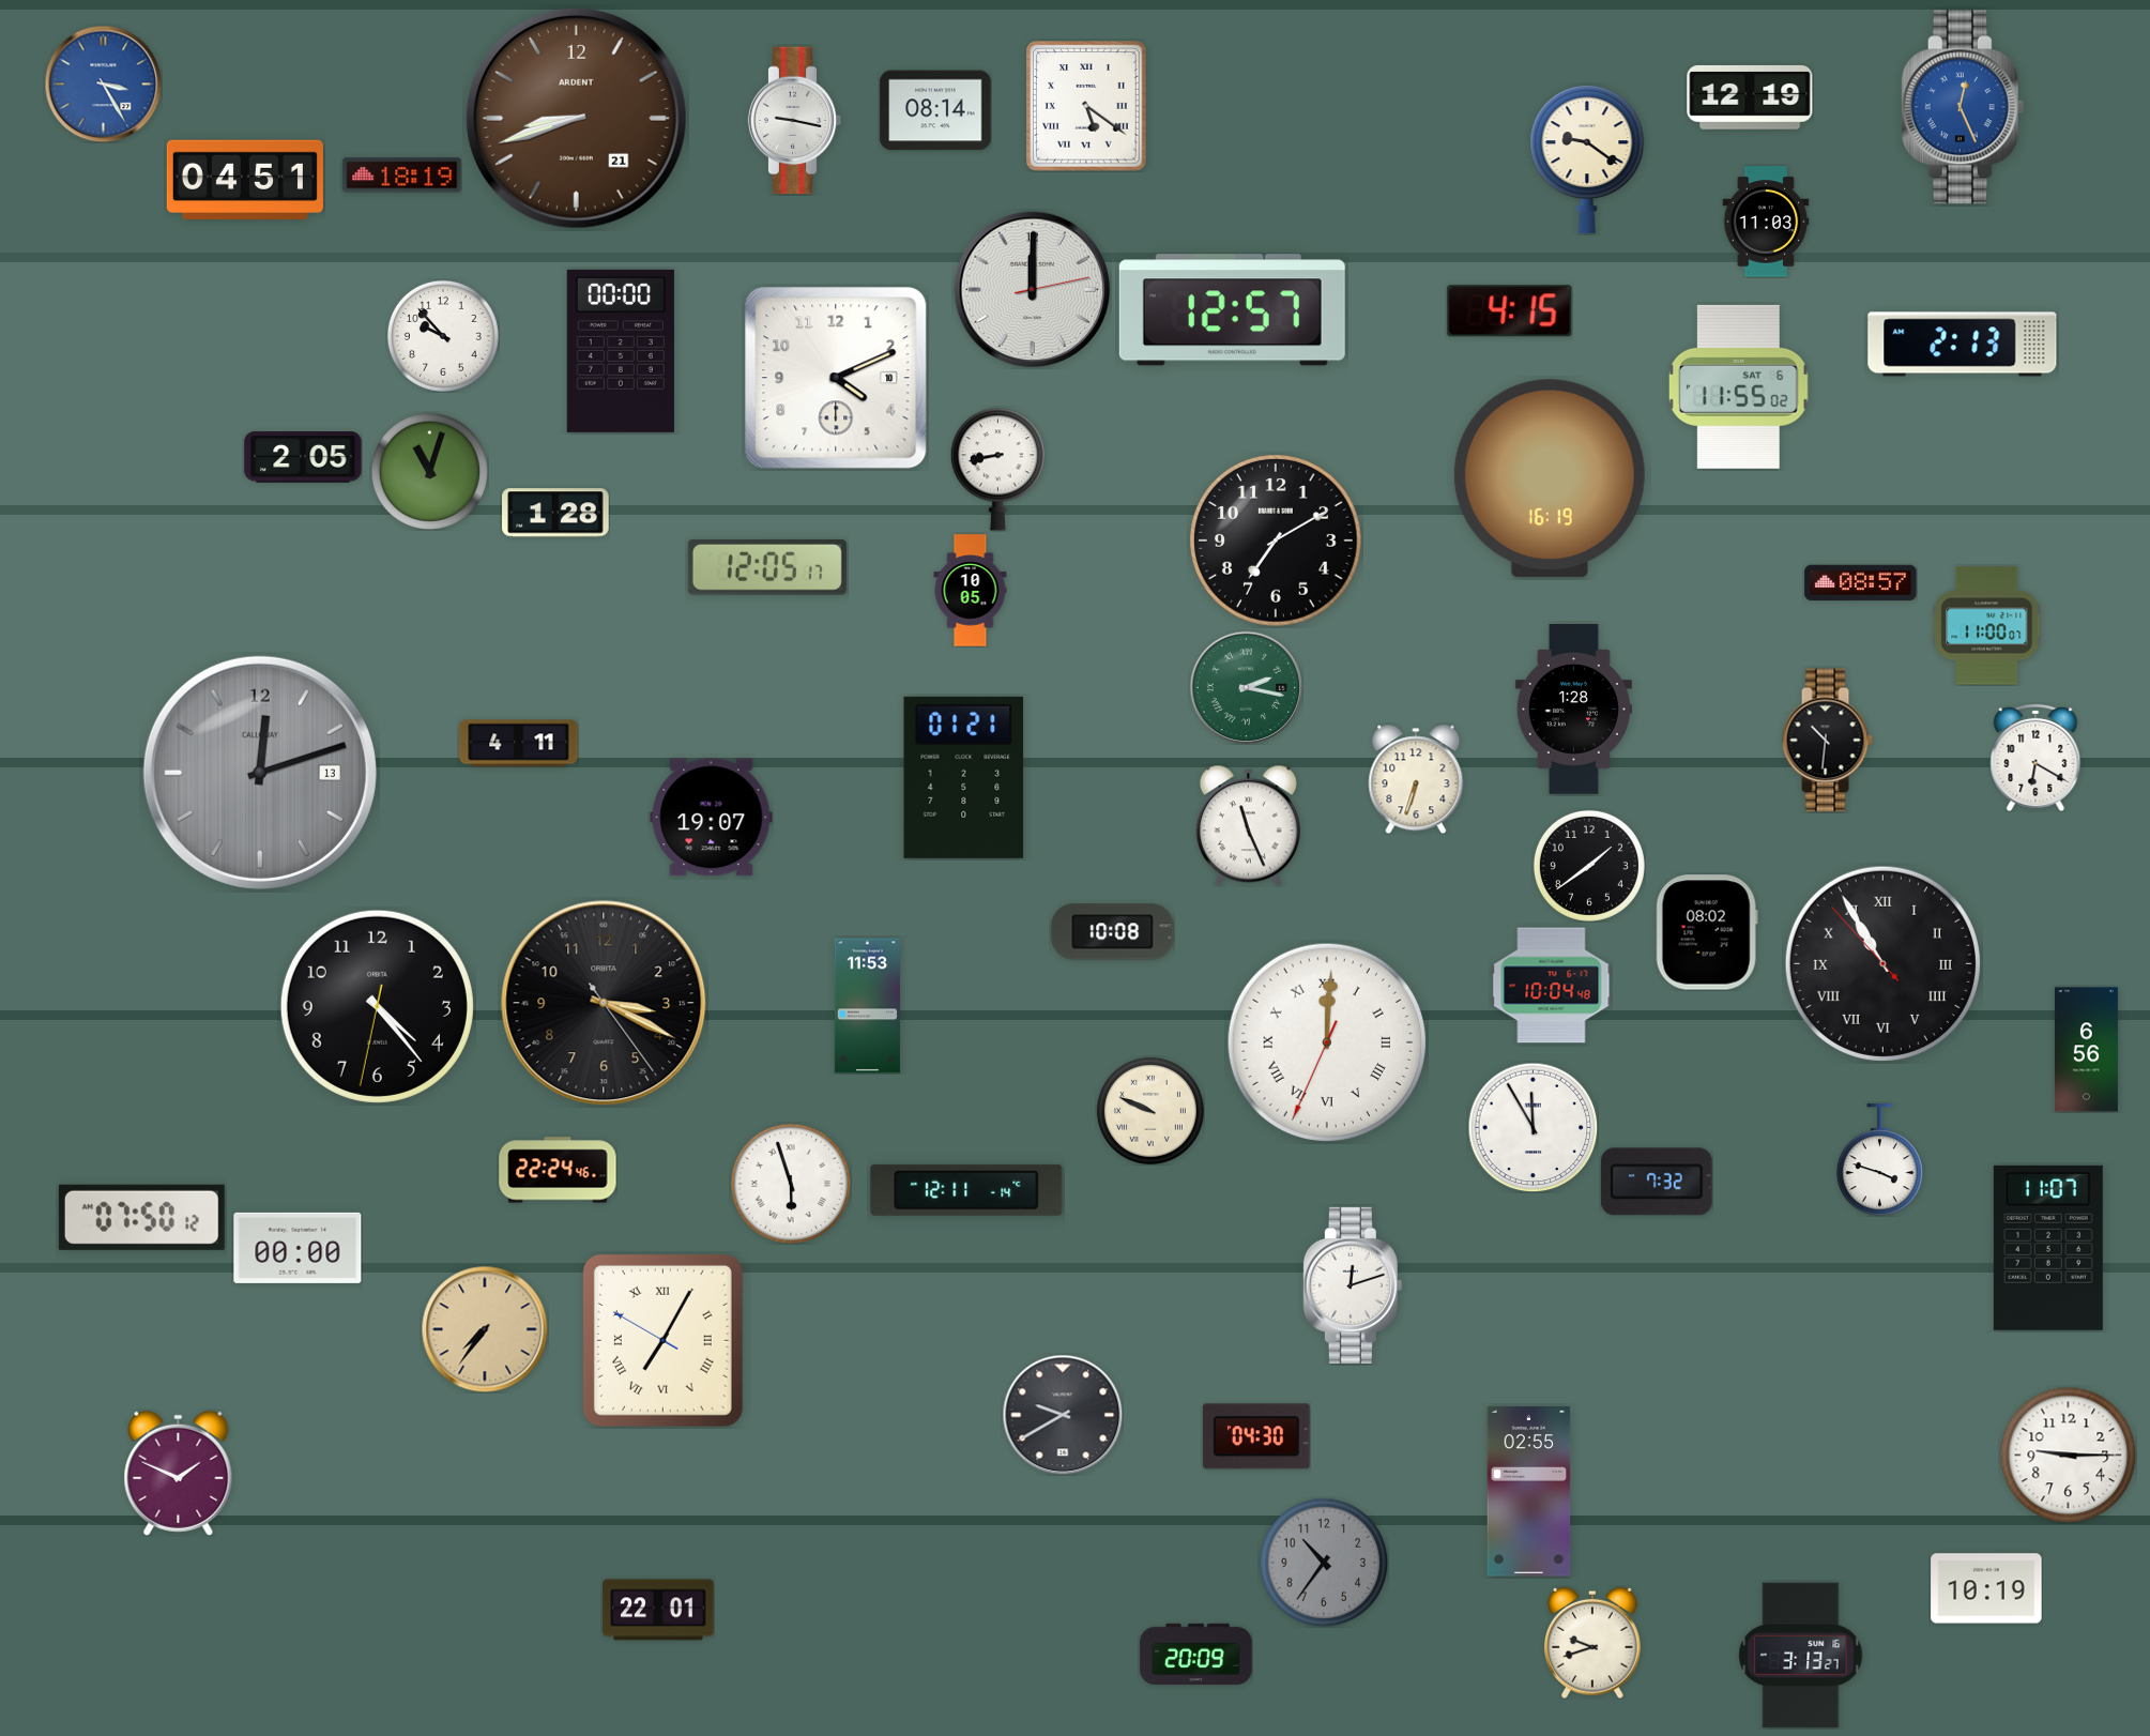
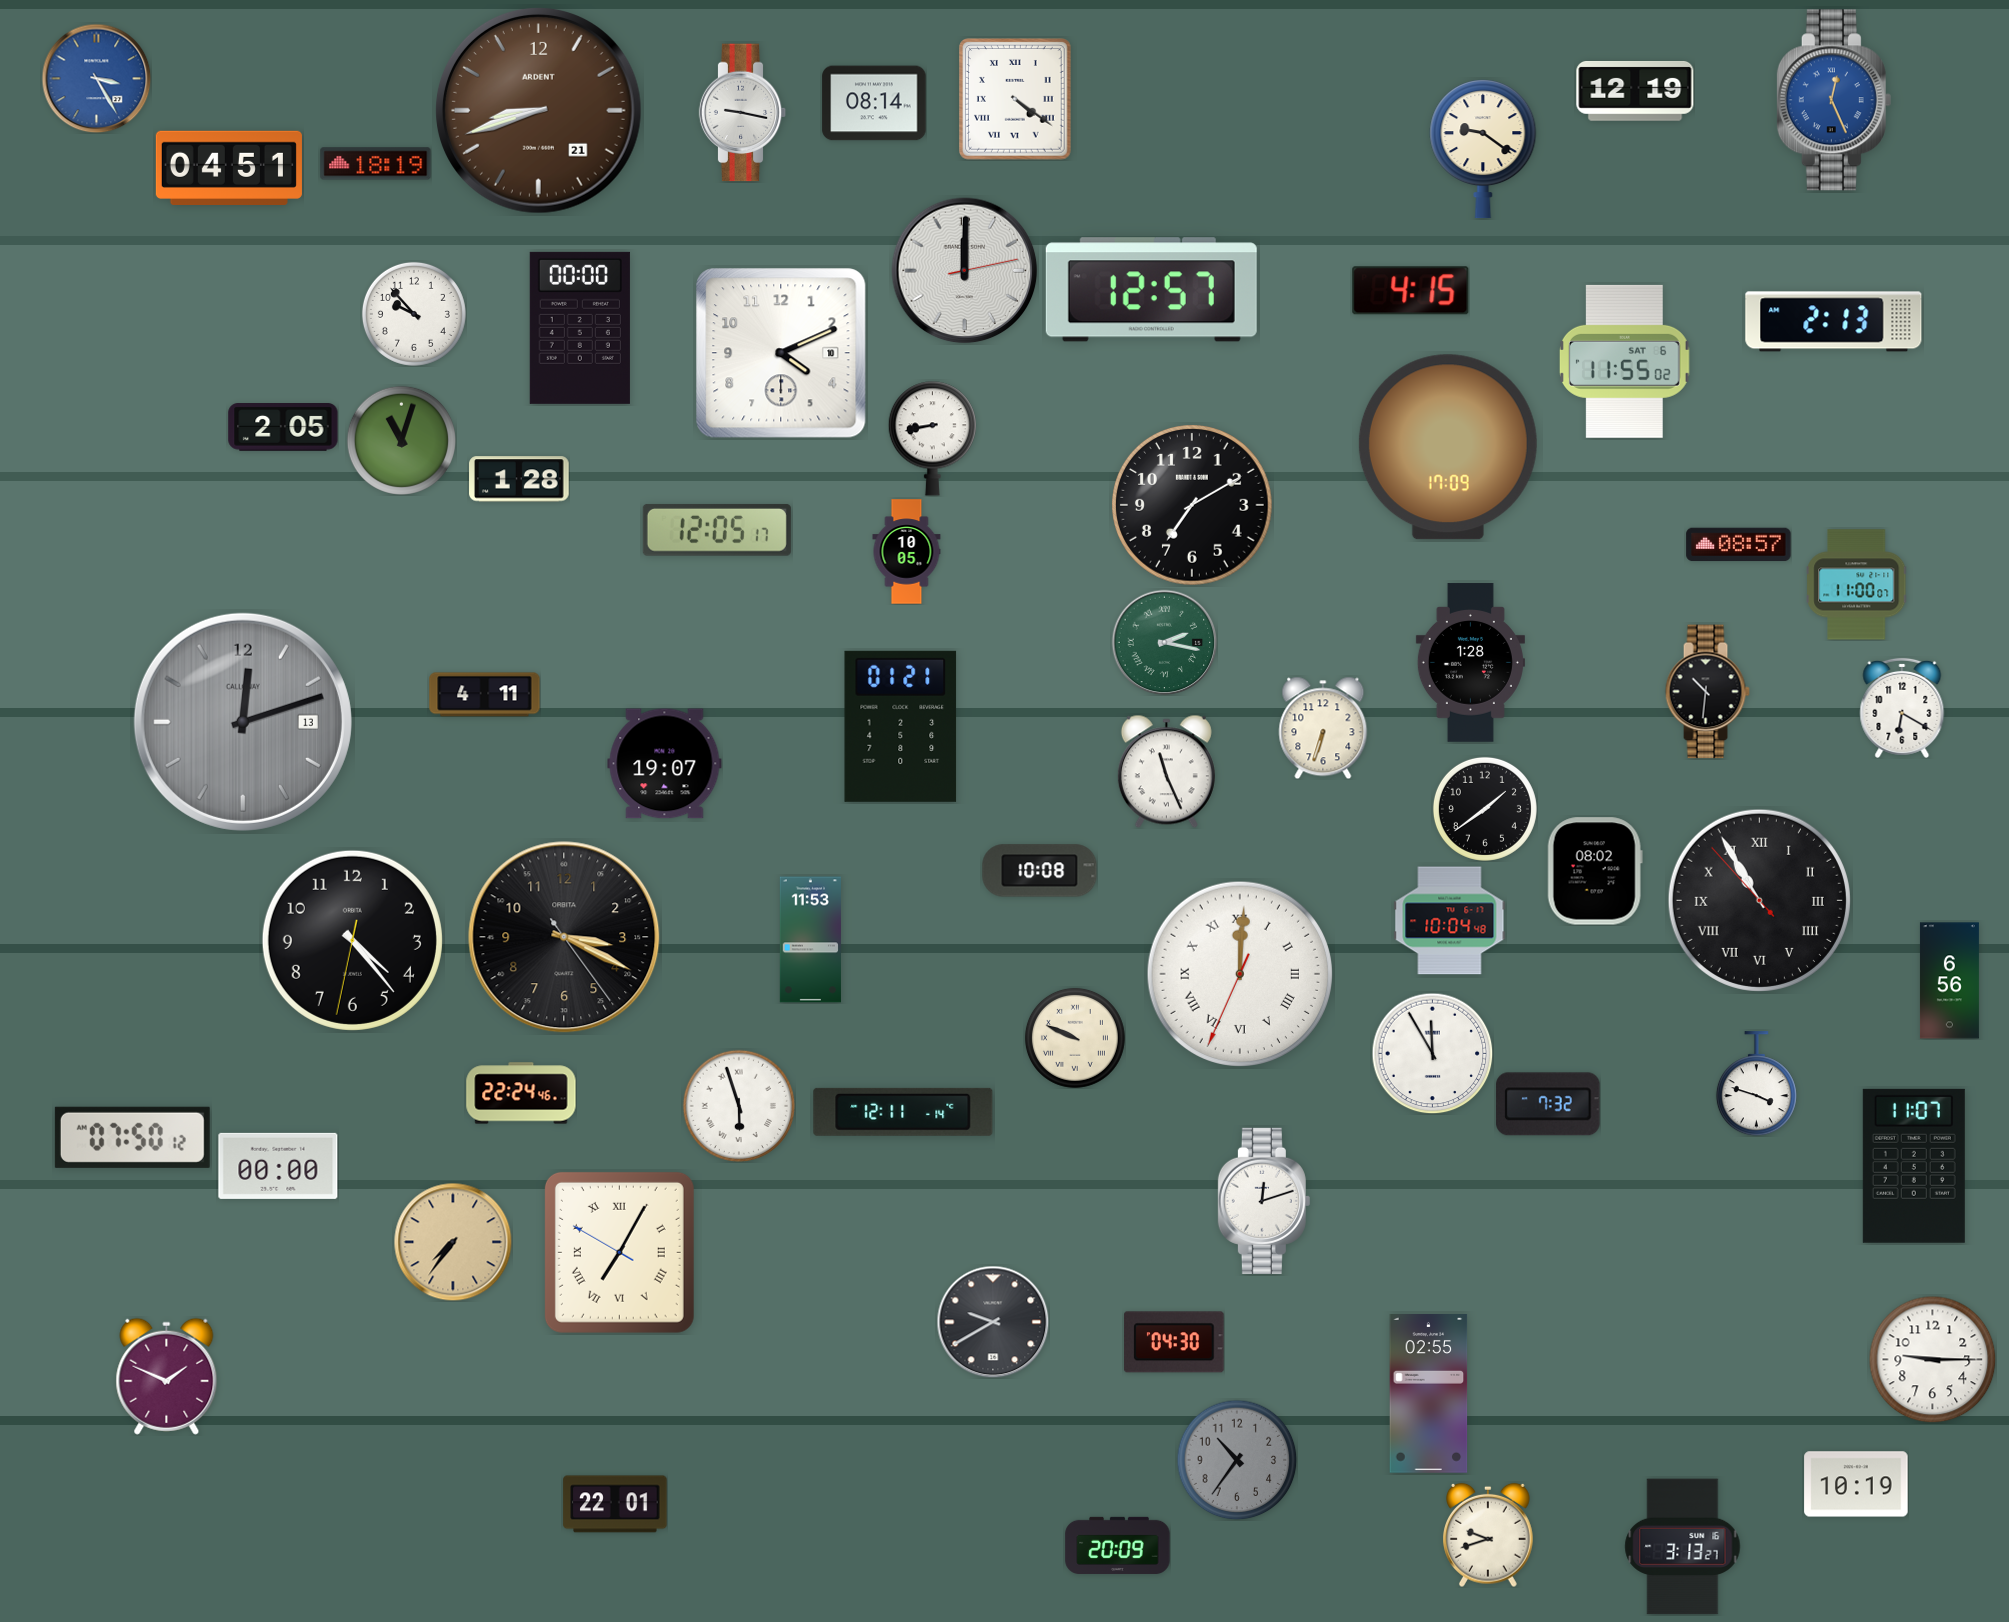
clock at (1087, 107): 5:21 -> 4:21
clock at (1766, 222): 11:03 -> none
clock at (1550, 478): 16:19 -> 17:09
